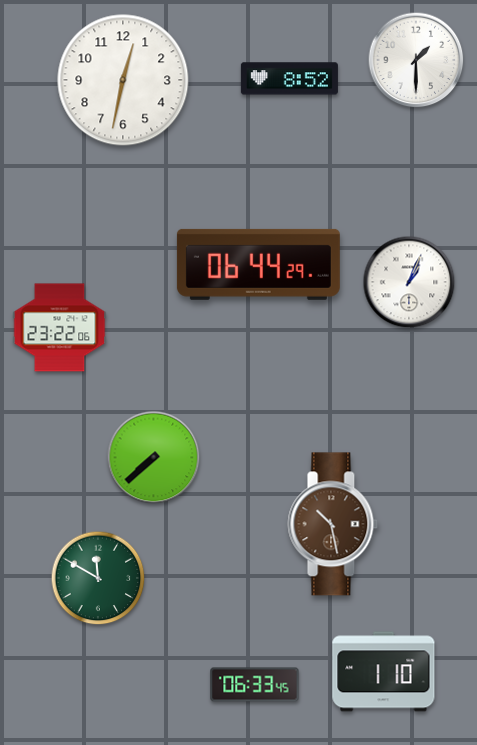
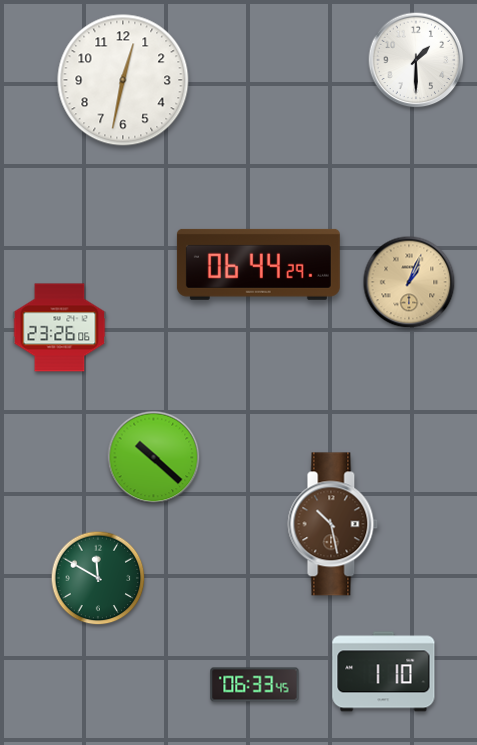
clock at (289, 79): 8:52 -> none
clock at (409, 282) dial: white -> champagne
clock at (60, 328): 23:22 -> 23:26
clock at (154, 458): 7:38 -> 10:22
